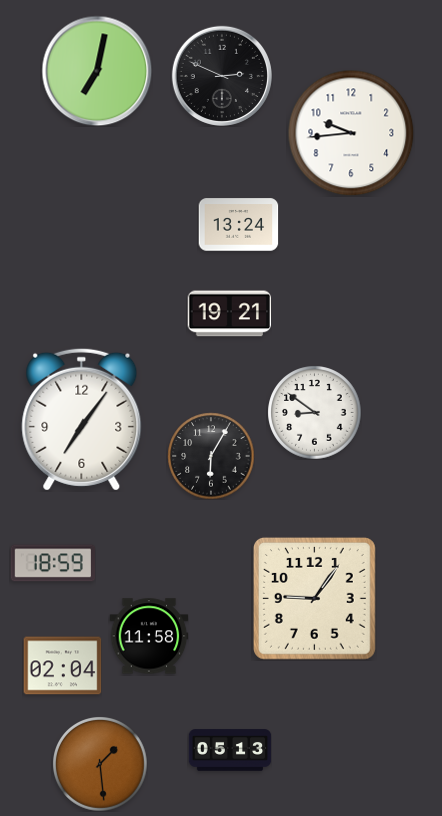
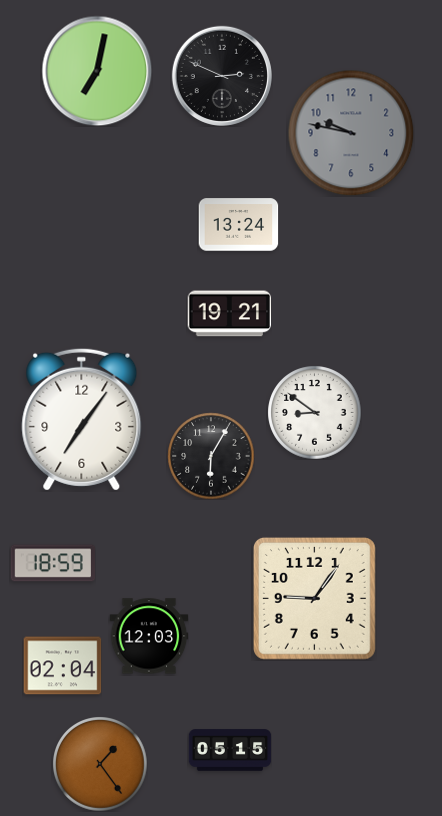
clock at (351, 133): 9:44 -> 9:47
clock at (351, 133) dial: white -> grey
clock at (149, 636): 11:58 -> 12:03
clock at (230, 750): 05:13 -> 05:15
clock at (100, 764): 1:29 -> 1:24
